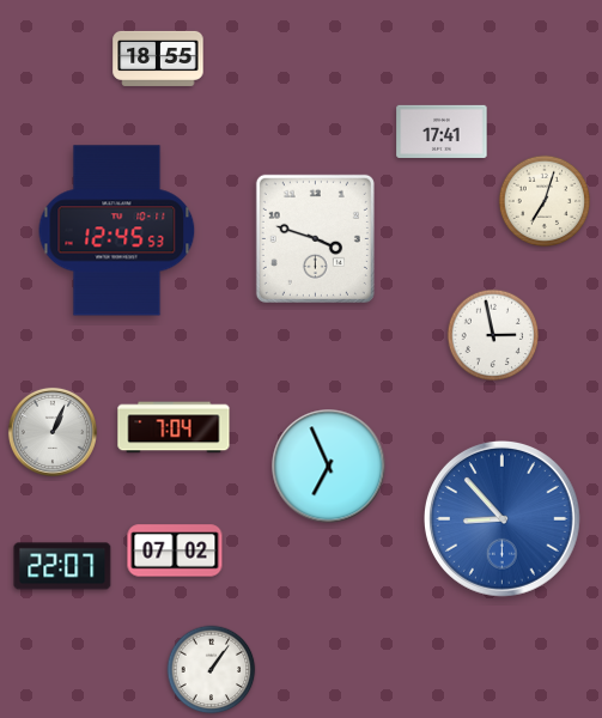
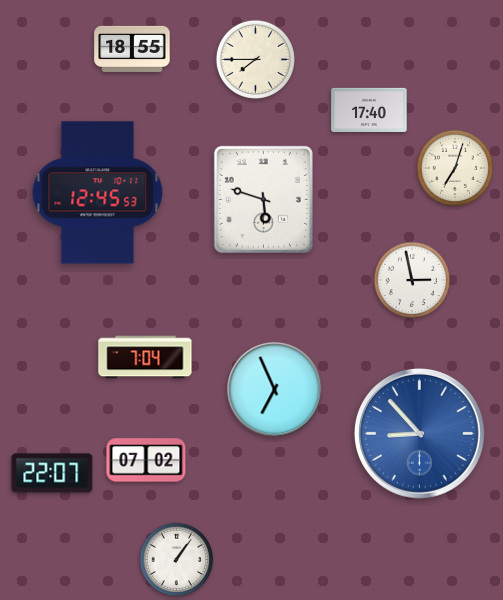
clock at (255, 59): none -> 7:45
clock at (442, 132): 17:41 -> 17:40
clock at (315, 238): 3:48 -> 5:48
clock at (53, 432): 1:04 -> none
